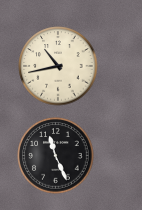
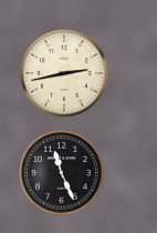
clock at (58, 66): 10:43 -> 2:43
